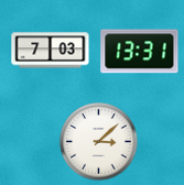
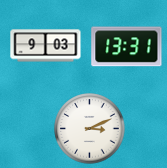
clock at (51, 51): 7:03 -> 9:03
clock at (99, 142): 3:08 -> 3:11
